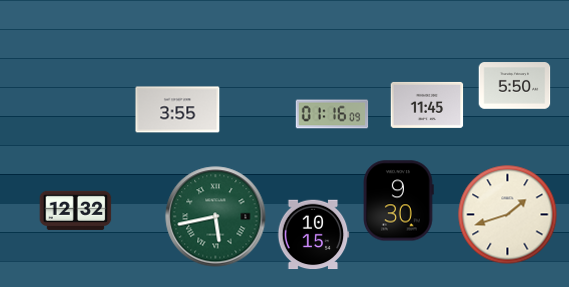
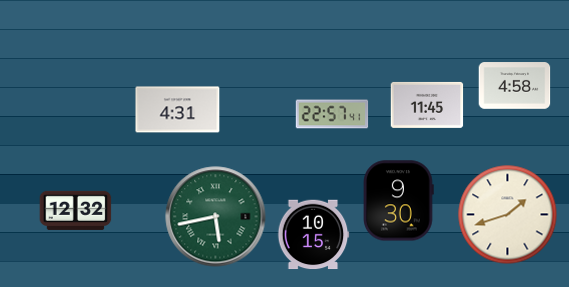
clock at (515, 86): 5:50 -> 4:58
clock at (178, 110): 3:55 -> 4:31
clock at (332, 114): 01:16 -> 22:57
